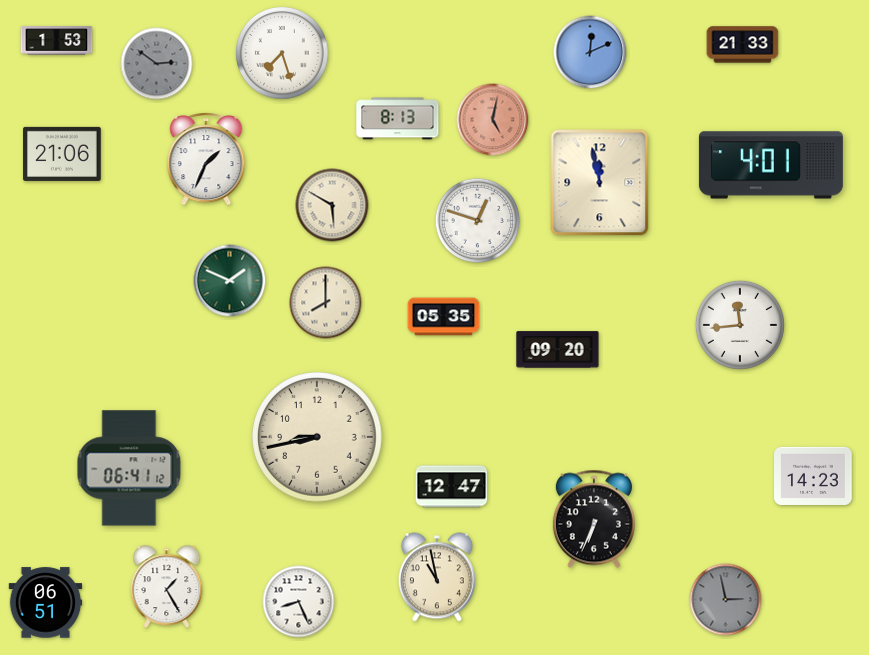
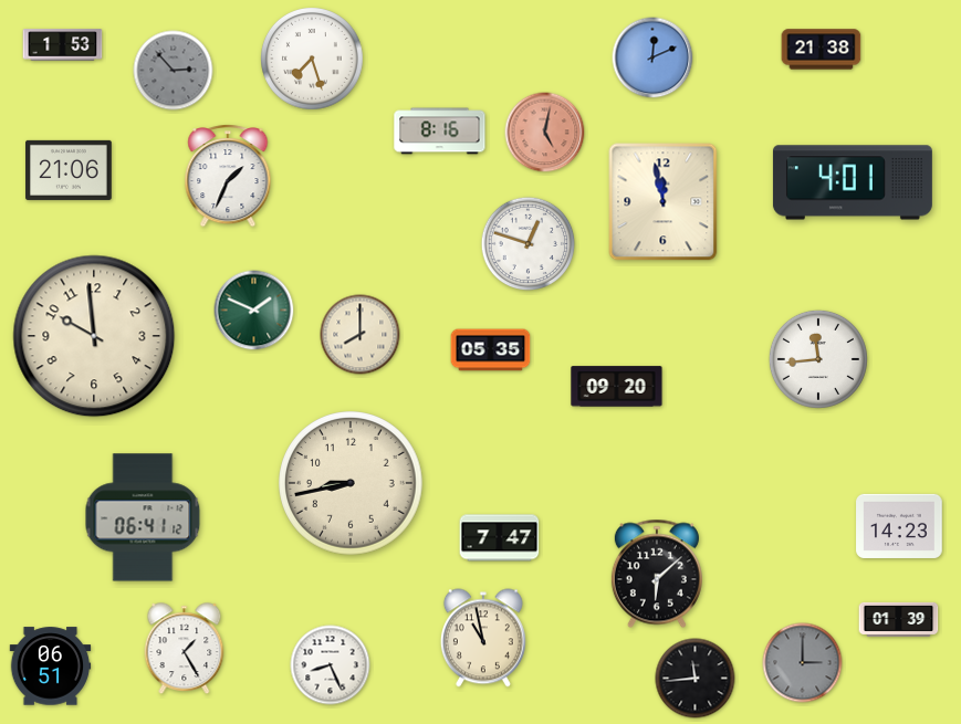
clock at (743, 45): 21:33 -> 21:38
clock at (157, 64): 2:51 -> 2:53
clock at (398, 119): 8:13 -> 8:16
clock at (332, 205): 5:50 -> none
clock at (94, 336): none -> 9:59
clock at (452, 487): 12:47 -> 7:47
clock at (594, 519): 6:34 -> 6:08
clock at (899, 619): none -> 01:39
clock at (726, 600): 2:58 -> 3:00
clock at (696, 679): none -> 11:44
